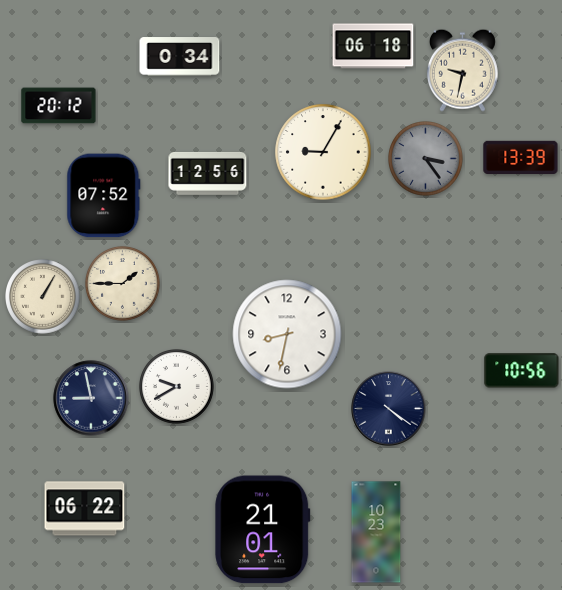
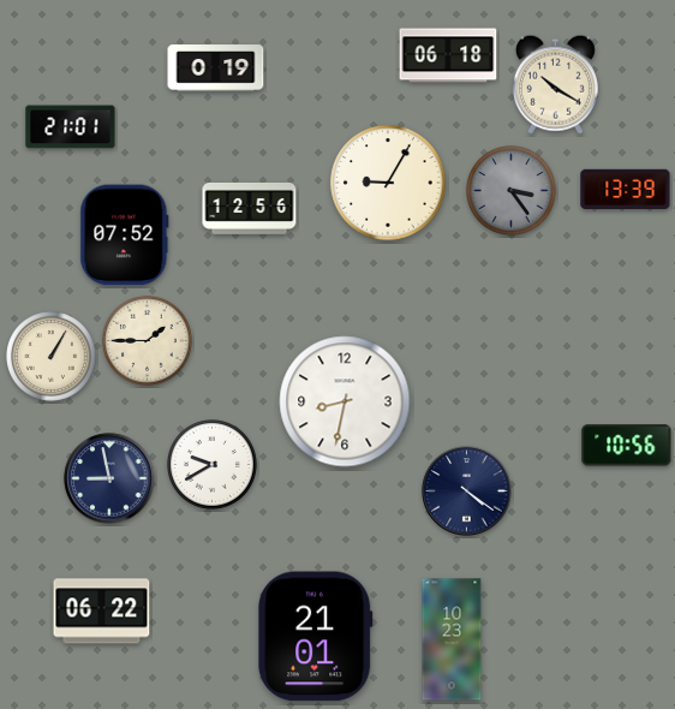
clock at (180, 57): 0:34 -> 0:19
clock at (462, 70): 9:32 -> 10:20
clock at (59, 106): 20:12 -> 21:01
